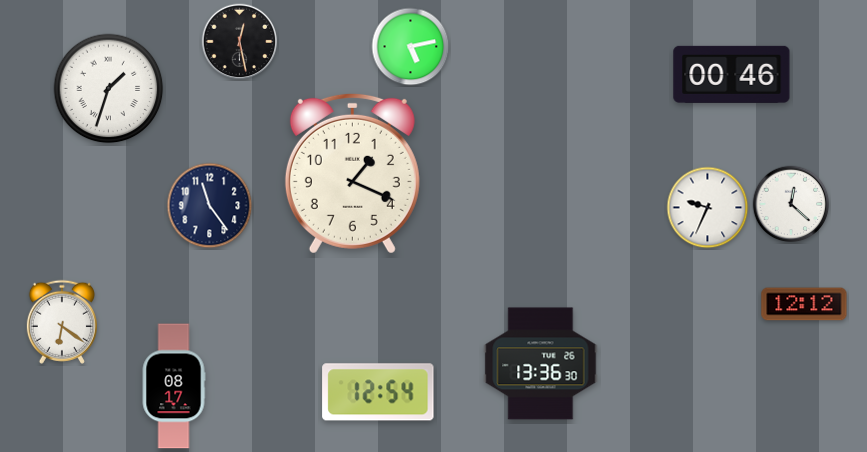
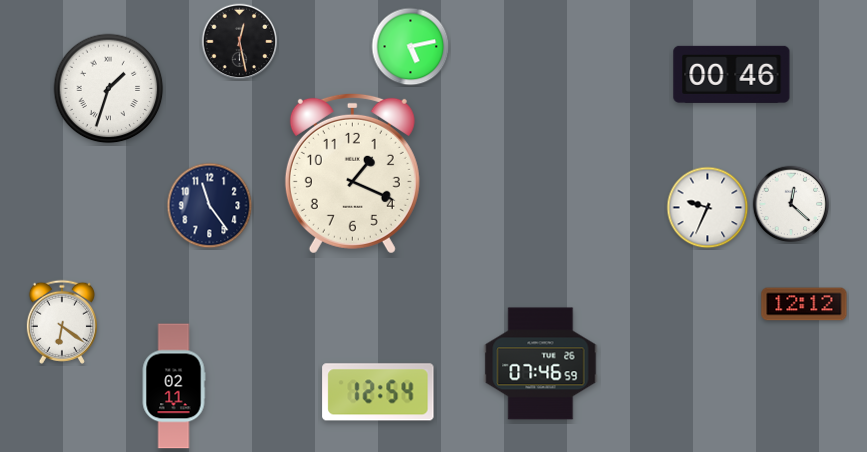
clock at (541, 364): 13:36 -> 07:46
clock at (174, 386): 08:17 -> 02:11
